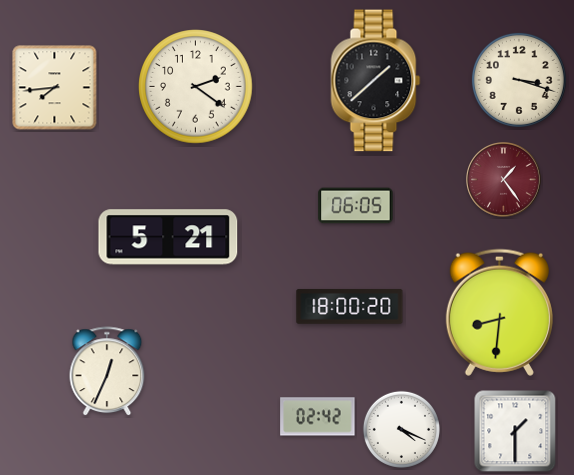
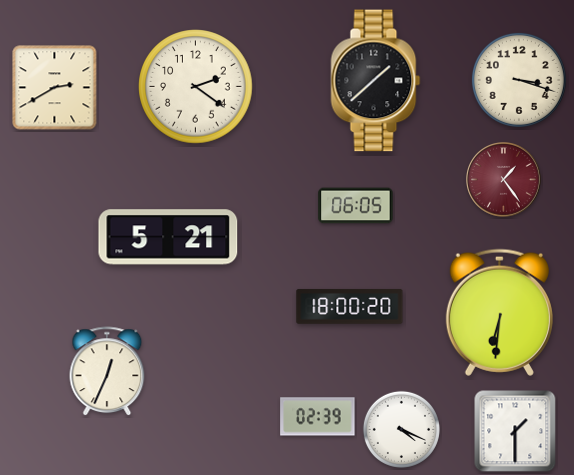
clock at (55, 88): 7:44 -> 2:40
clock at (499, 312): 8:31 -> 6:31
clock at (318, 417): 02:42 -> 02:39
